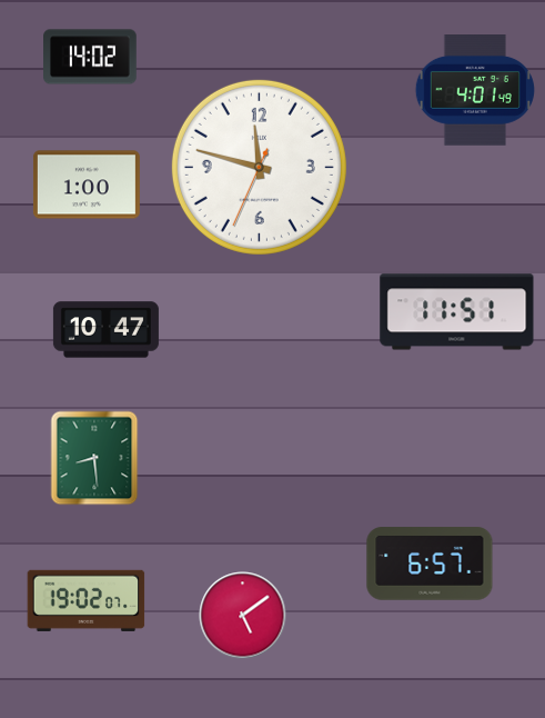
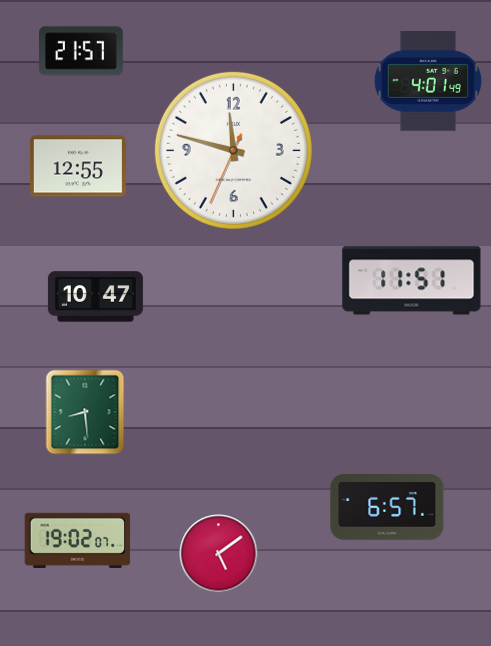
clock at (91, 57): 14:02 -> 21:57
clock at (87, 185): 1:00 -> 12:55
